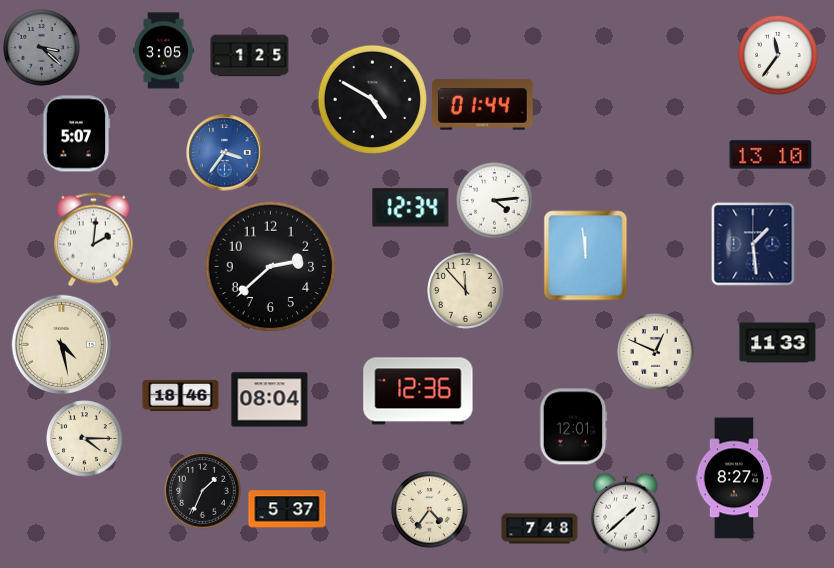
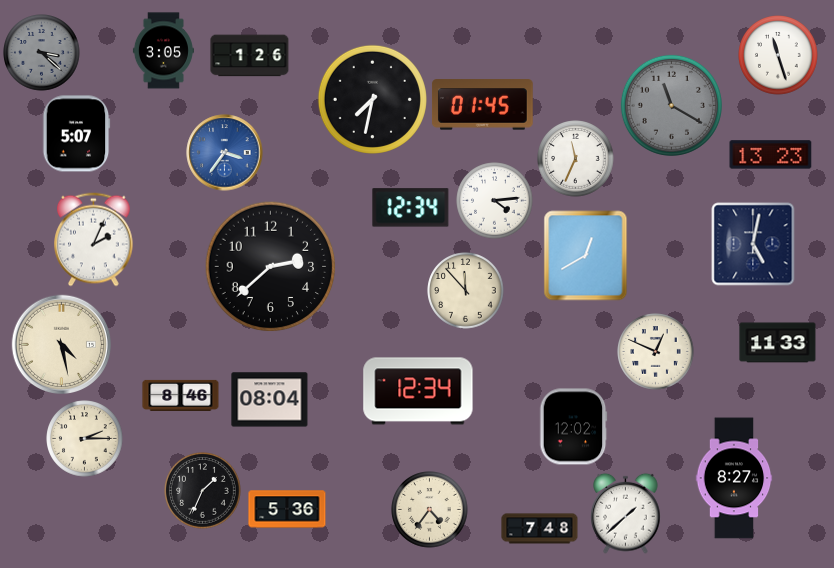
clock at (42, 48) position: (42, 48) -> (42, 53)
clock at (250, 56): 1:25 -> 1:26
clock at (779, 56): 11:36 -> 11:27
clock at (372, 99): 4:50 -> 7:32
clock at (483, 105): 01:44 -> 01:45
clock at (671, 105): none -> 11:20
clock at (771, 155): 13:10 -> 13:23
clock at (576, 159): none -> 11:34
clock at (94, 240): 2:01 -> 2:04
clock at (753, 244): 1:29 -> 5:02
clock at (586, 256): 11:59 -> 12:40
clock at (418, 391): 12:36 -> 12:34
clock at (181, 395): 18:46 -> 8:46
clock at (573, 427): 12:01 -> 12:02
clock at (85, 439): 4:15 -> 2:15
clock at (287, 509): 5:37 -> 5:36
